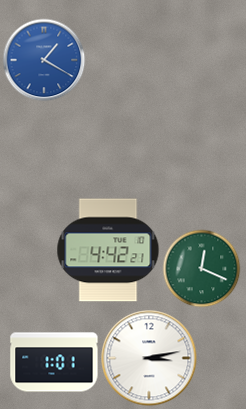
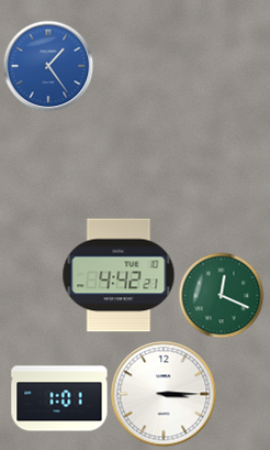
clock at (44, 60): 1:20 -> 1:24
clock at (149, 358): 3:13 -> 3:15
